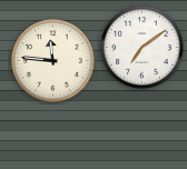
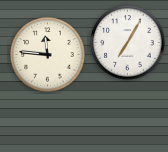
clock at (142, 48): 7:09 -> 7:05
